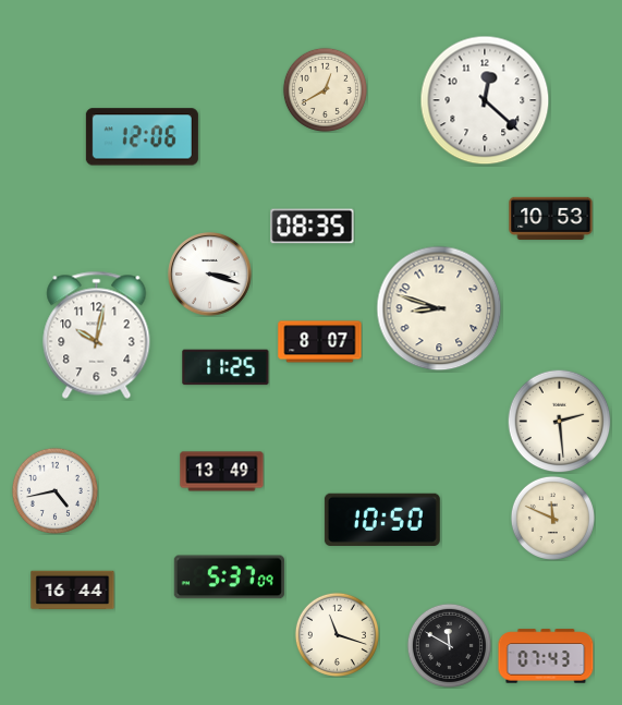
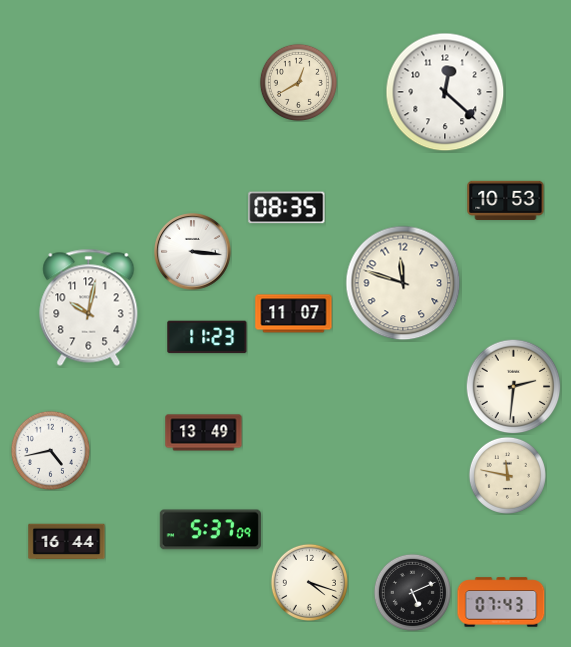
clock at (142, 137): 12:06 -> none
clock at (210, 275): 3:18 -> 3:16
clock at (439, 308): 8:48 -> 11:48
clock at (320, 342): 8:07 -> 11:07
clock at (225, 367): 11:25 -> 11:23
clock at (559, 421): 2:29 -> 2:31
clock at (552, 518): 11:49 -> 11:47
clock at (382, 520): 10:50 -> none
clock at (337, 634): 11:18 -> 4:18
clock at (449, 645): 11:50 -> 5:11
